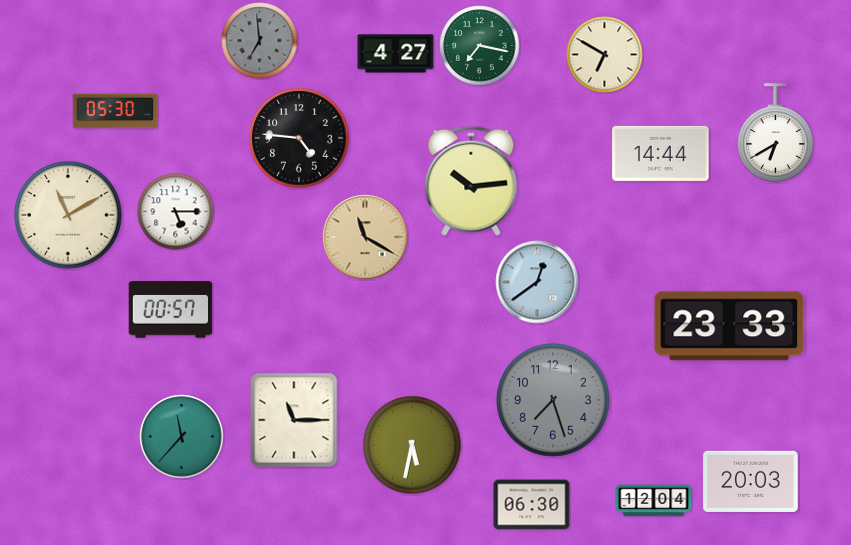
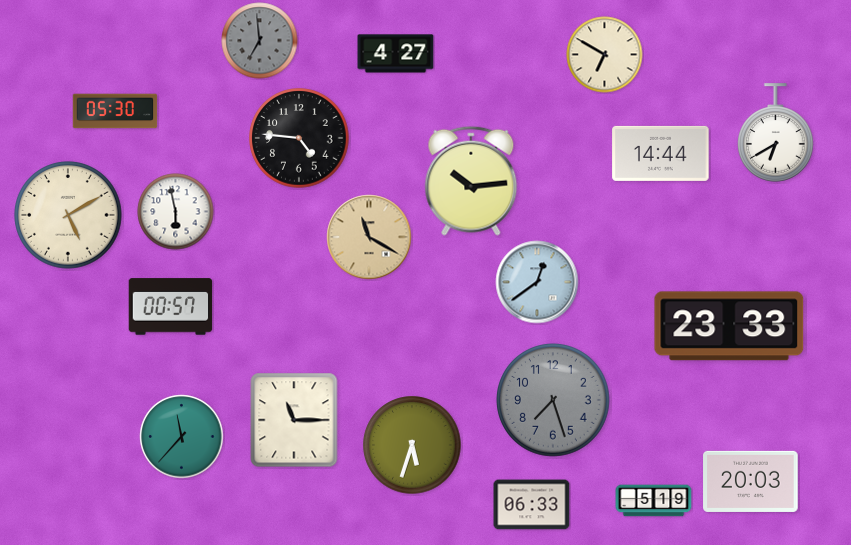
clock at (480, 46): 7:17 -> none
clock at (176, 212): 5:15 -> 5:58
clock at (68, 215): 11:10 -> 5:10
clock at (365, 237) position: (365, 237) -> (369, 237)
clock at (171, 310) position: (171, 310) -> (171, 307)
clock at (412, 445): 5:32 -> 5:33
clock at (654, 501): 12:04 -> 5:19
clock at (532, 505): 06:30 -> 06:33
